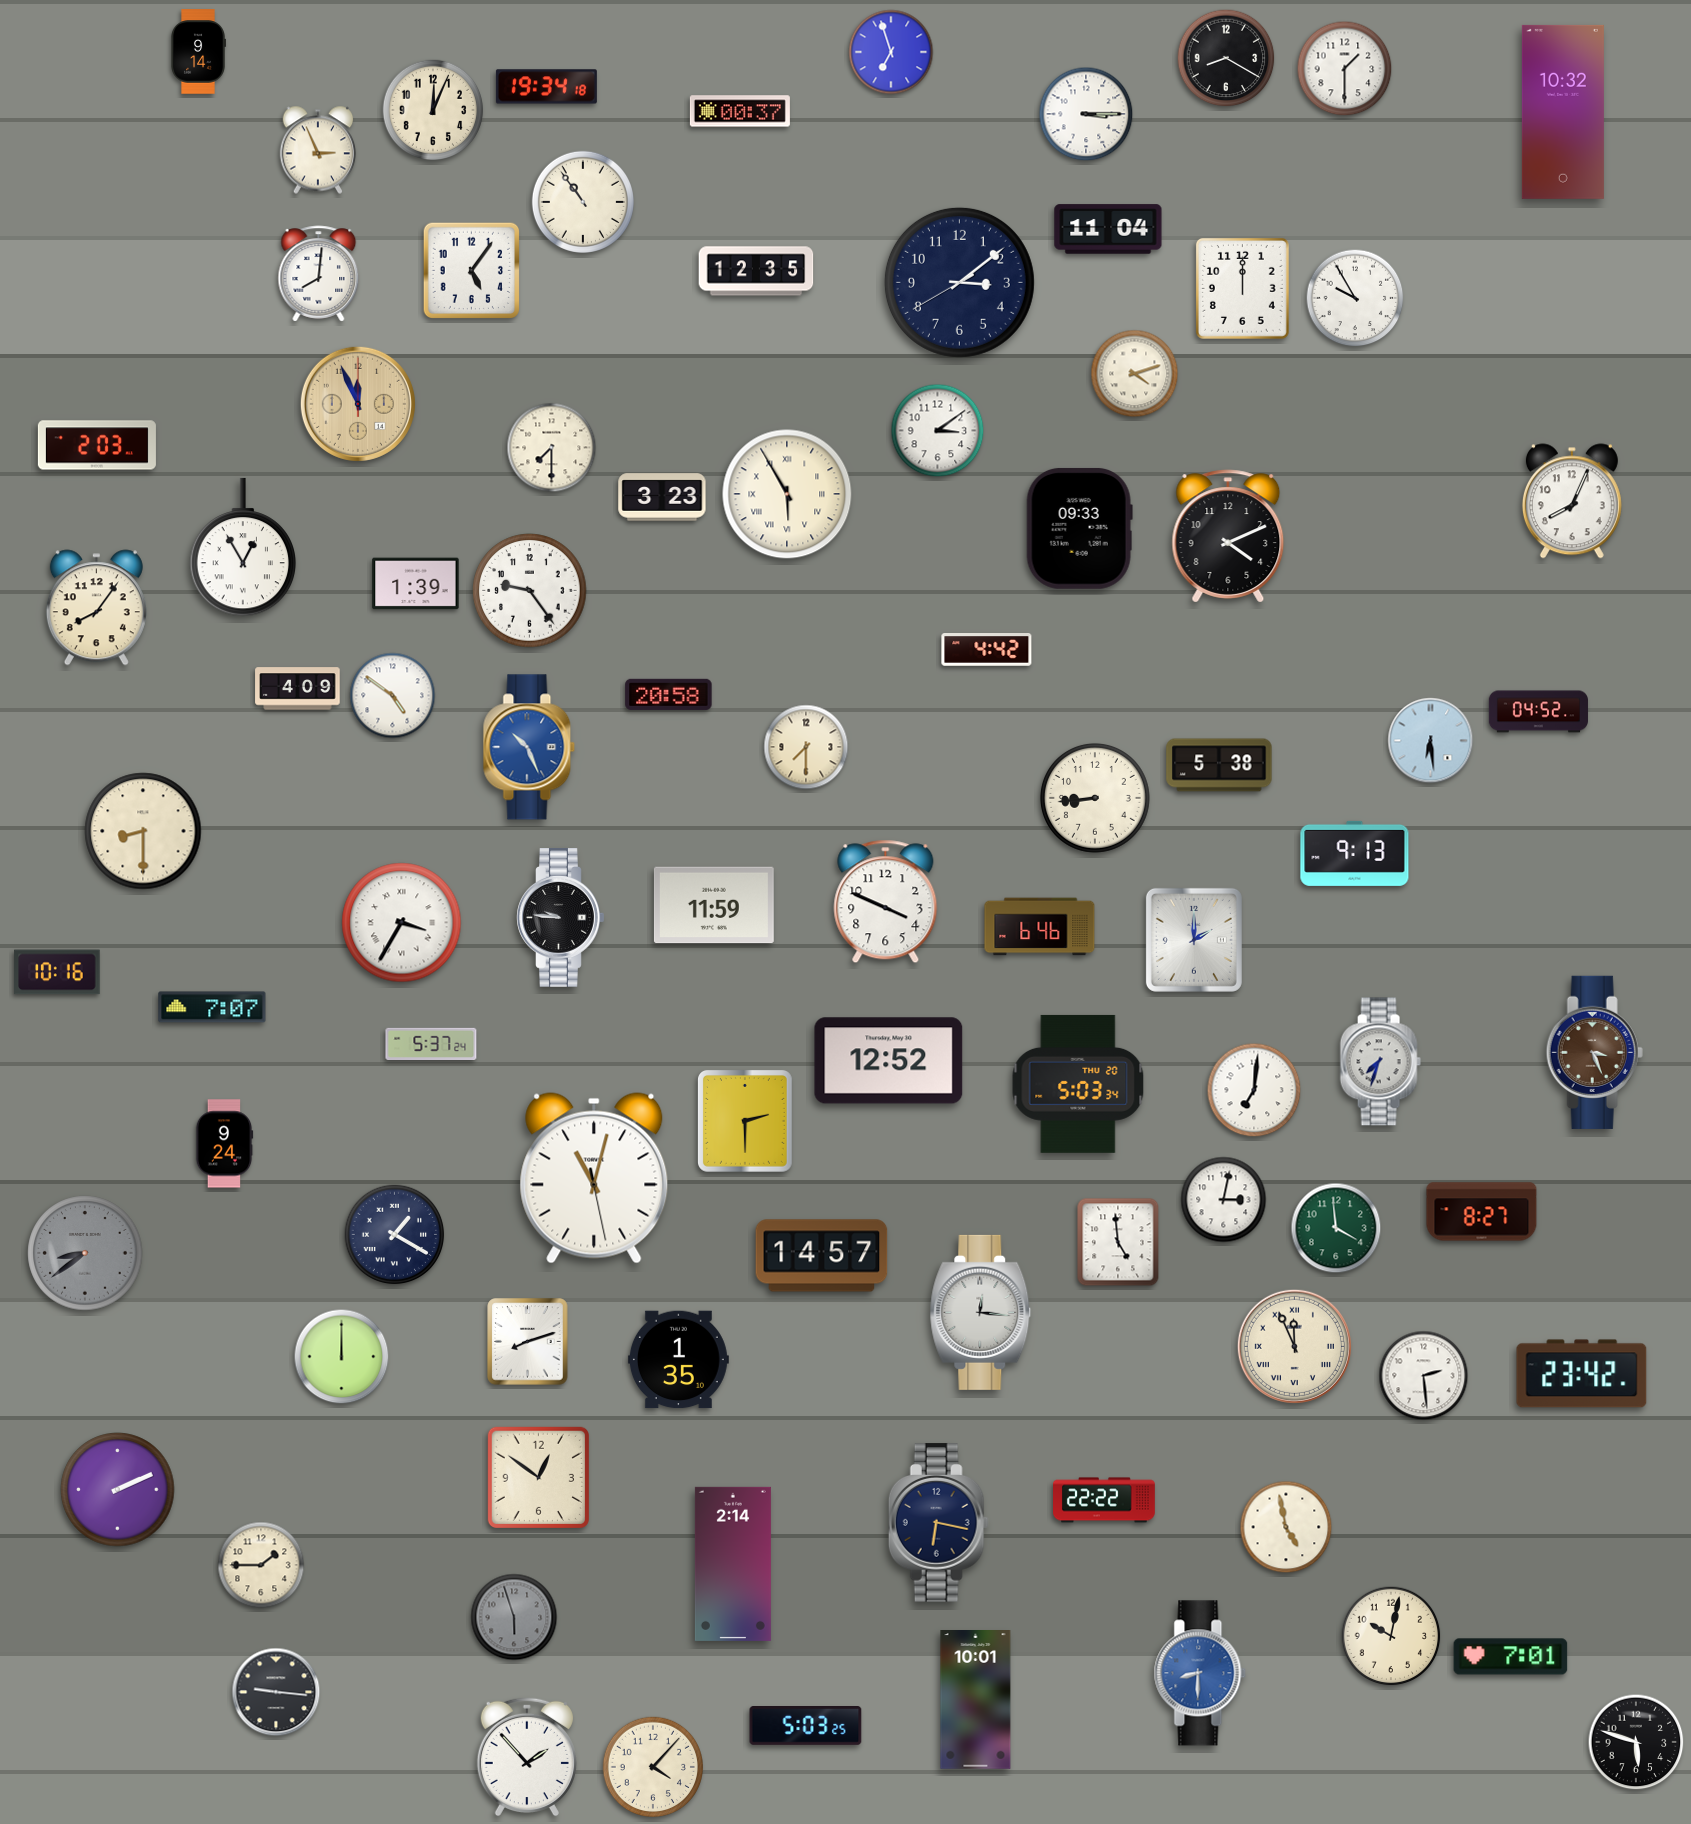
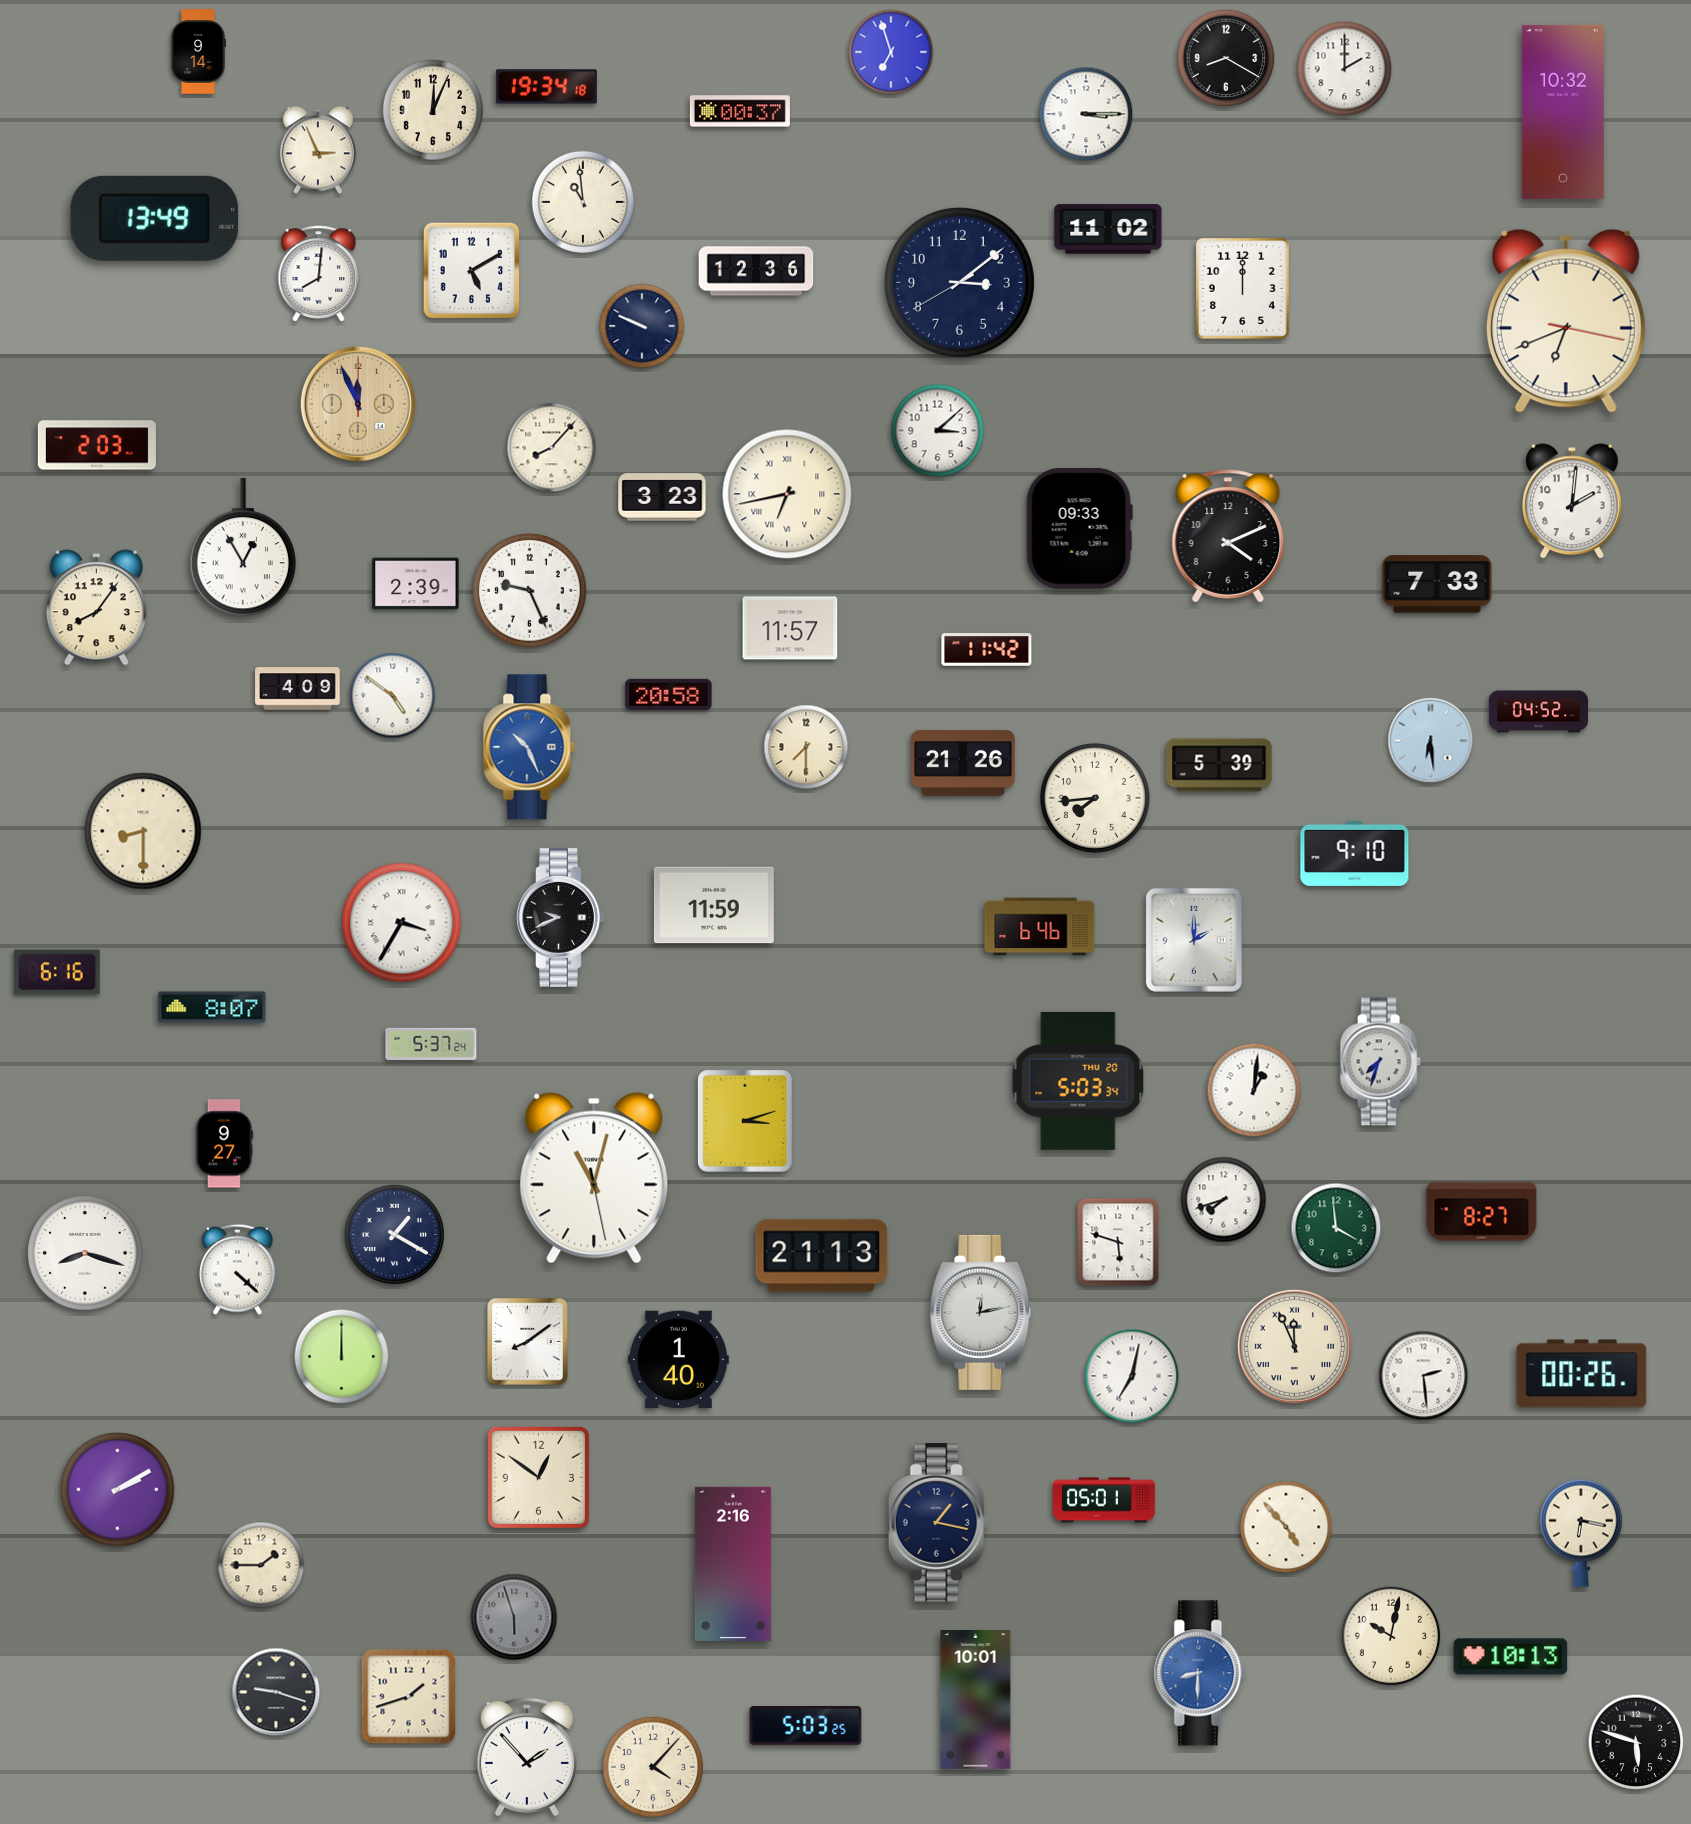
clock at (1345, 69): 1:30 -> 2:00
clock at (583, 202): 10:54 -> 10:59
clock at (155, 218): none -> 13:49
clock at (1108, 229): 11:04 -> 11:02
clock at (471, 270): 5:06 -> 5:10
clock at (756, 271): 12:35 -> 12:36
clock at (1355, 298): 9:55 -> none
clock at (1566, 321): none -> 6:41
clock at (642, 326): none -> 9:49
clock at (1135, 374): 4:12 -> none
clock at (938, 431): 3:09 -> 3:08
clock at (552, 448): 7:30 -> 8:07
clock at (787, 494): 5:55 -> 6:43
clock at (1572, 501): 8:04 -> 2:01
clock at (416, 584): 1:39 -> 2:39
clock at (1437, 584): none -> 7:33
clock at (530, 591): 9:24 -> 9:26
clock at (790, 628): none -> 11:57
clock at (987, 650): 4:42 -> 11:42
clock at (963, 763): none -> 21:26
clock at (1219, 765): 5:38 -> 5:39
clock at (1095, 798): 8:44 -> 7:44
clock at (1355, 853): 9:13 -> 9:10
clock at (886, 902): 3:49 -> none
clock at (561, 918): 9:46 -> 9:41
clock at (57, 972): 10:16 -> 6:16
clock at (212, 1007): 7:07 -> 8:07
clock at (1594, 1052): 3:26 -> none
clock at (889, 1061): 12:52 -> none
clock at (1078, 1084) position: (1078, 1084) -> (1078, 1081)
clock at (1254, 1090): 7:01 -> 1:01
clock at (745, 1121): 2:30 -> 3:12
clock at (224, 1144): 9:24 -> 9:27
clock at (1224, 1200): 3:02 -> 7:42
clock at (1118, 1242): 4:59 -> 5:48
clock at (85, 1253): 8:39 -> 8:18
clock at (85, 1253) dial: grey -> white
clock at (822, 1256): 14:57 -> 21:13
clock at (237, 1269): none -> 4:22
clock at (981, 1312): 12:16 -> 12:13
clock at (528, 1342): 8:12 -> 8:09
clock at (678, 1360): 1:35 -> 1:40
clock at (1582, 1374): 23:42 -> 00:26
clock at (1132, 1376): none -> 7:02
clock at (118, 1490): 2:11 -> 2:10
clock at (1105, 1500): 22:22 -> 05:01
clock at (938, 1523): 6:17 -> 1:17
clock at (1286, 1527): 4:58 -> 4:53
clock at (1581, 1533): none -> 6:17
clock at (733, 1564): 2:14 -> 2:16
clock at (1511, 1657): 7:01 -> 10:13
clock at (276, 1692): 9:16 -> 9:18
clock at (409, 1697): none -> 1:42
